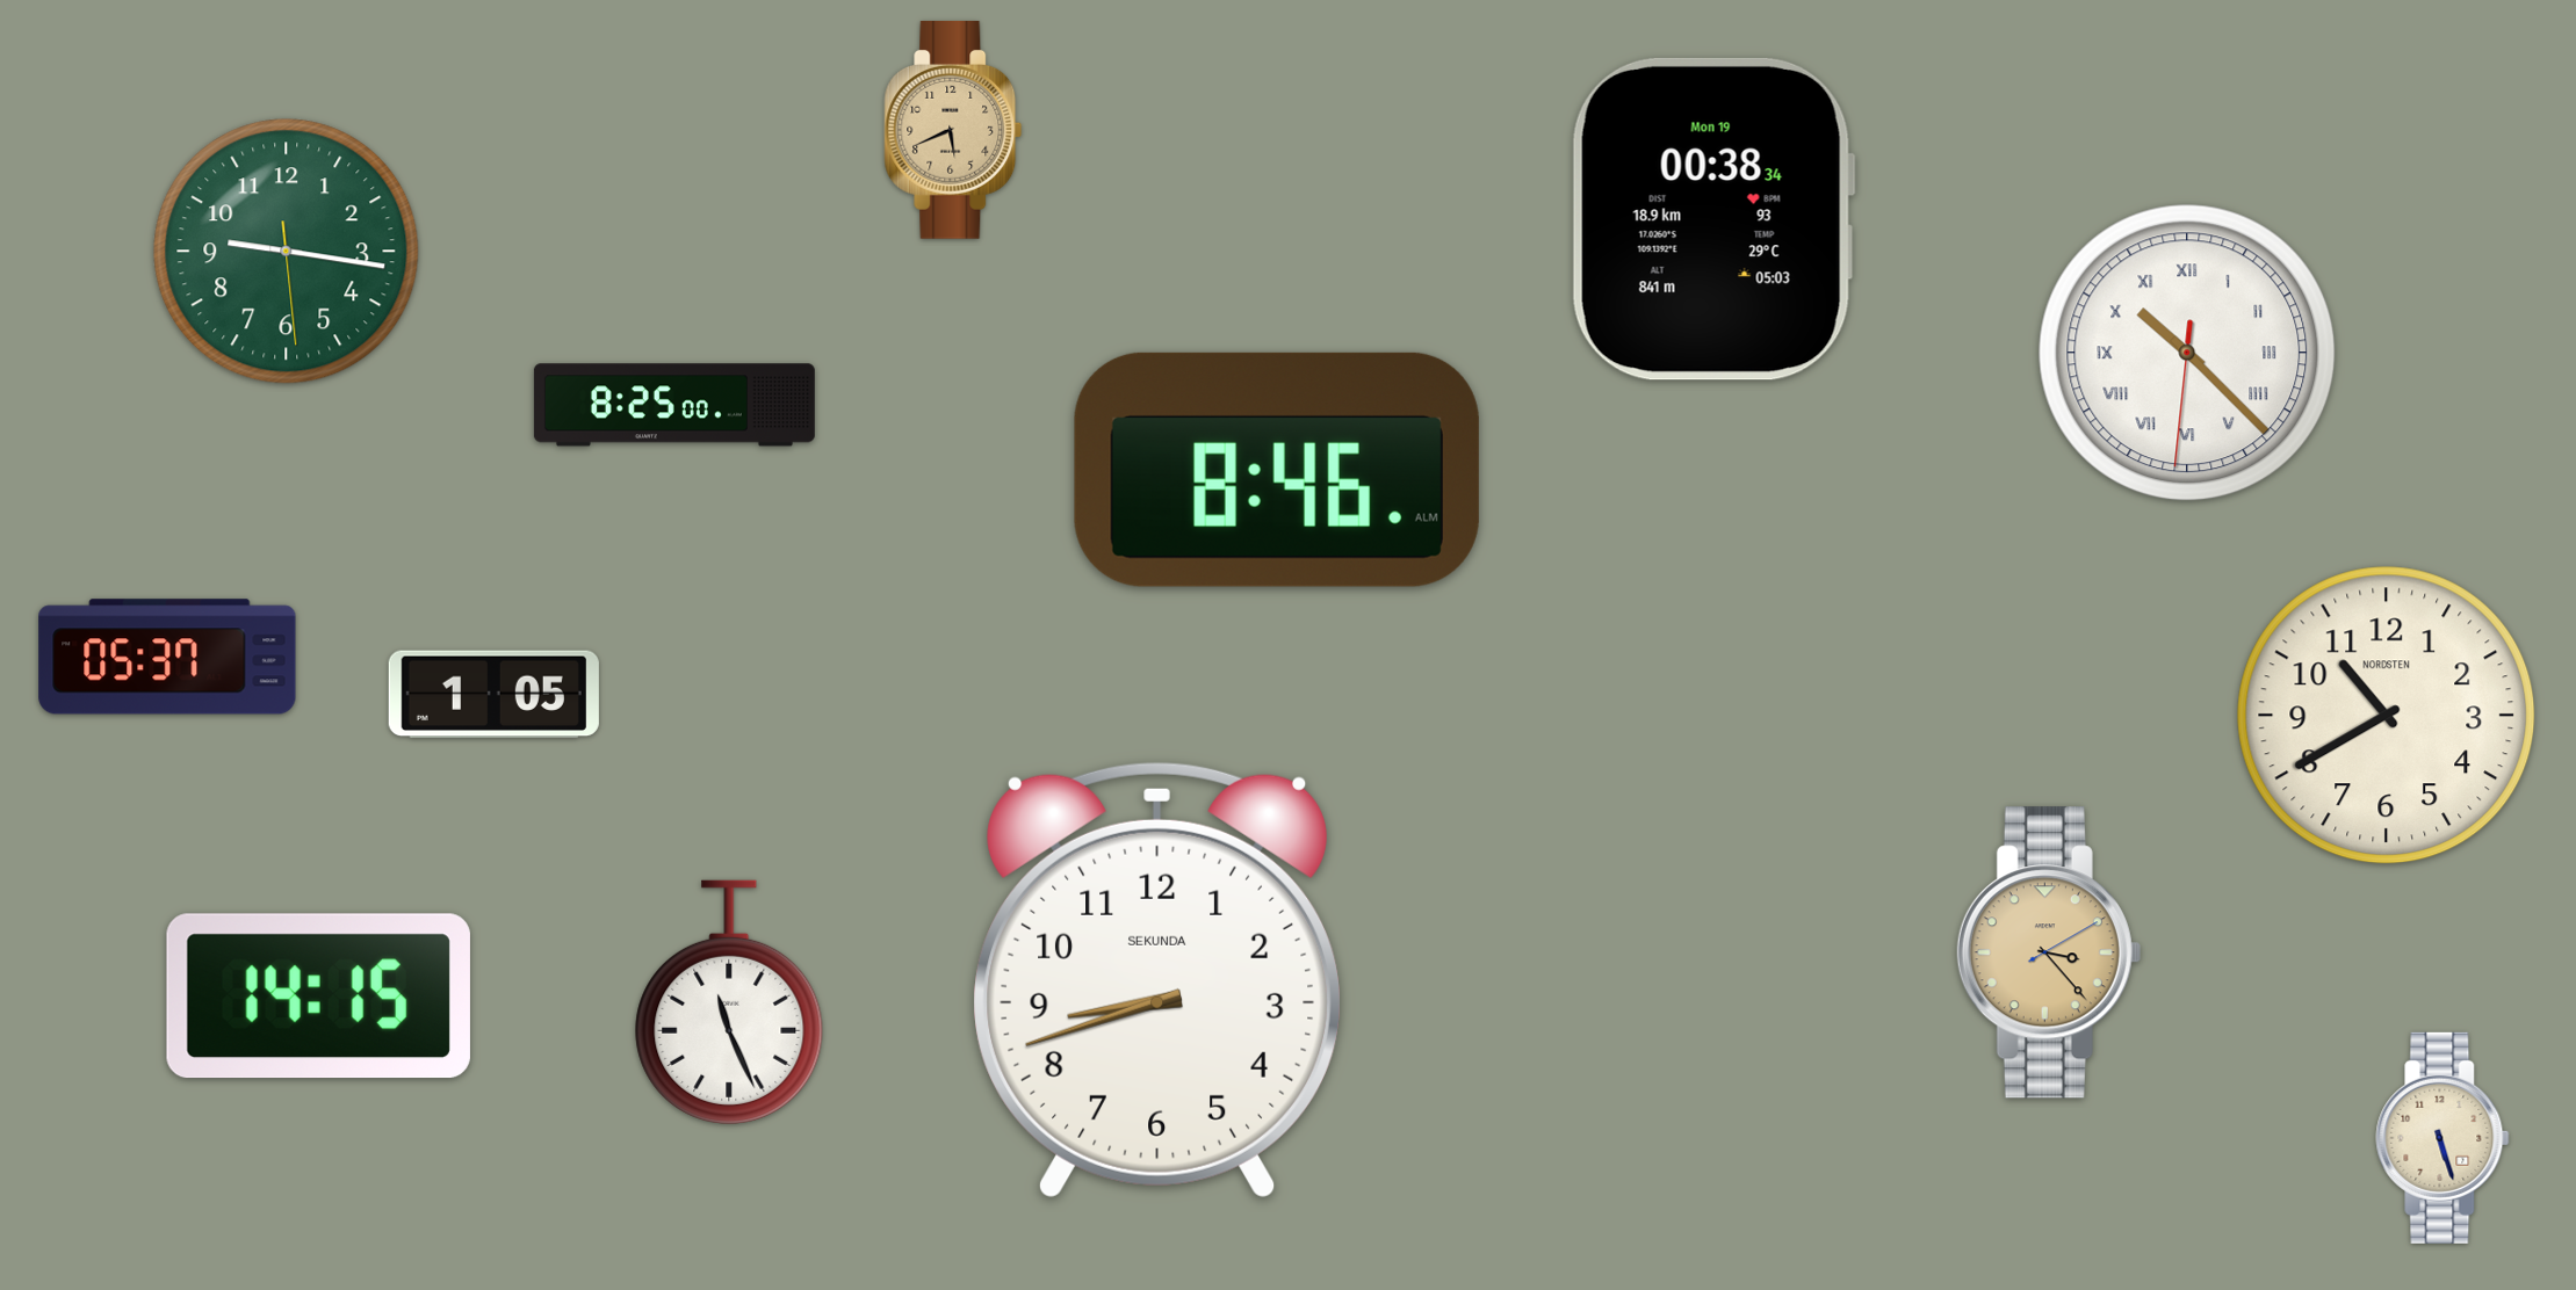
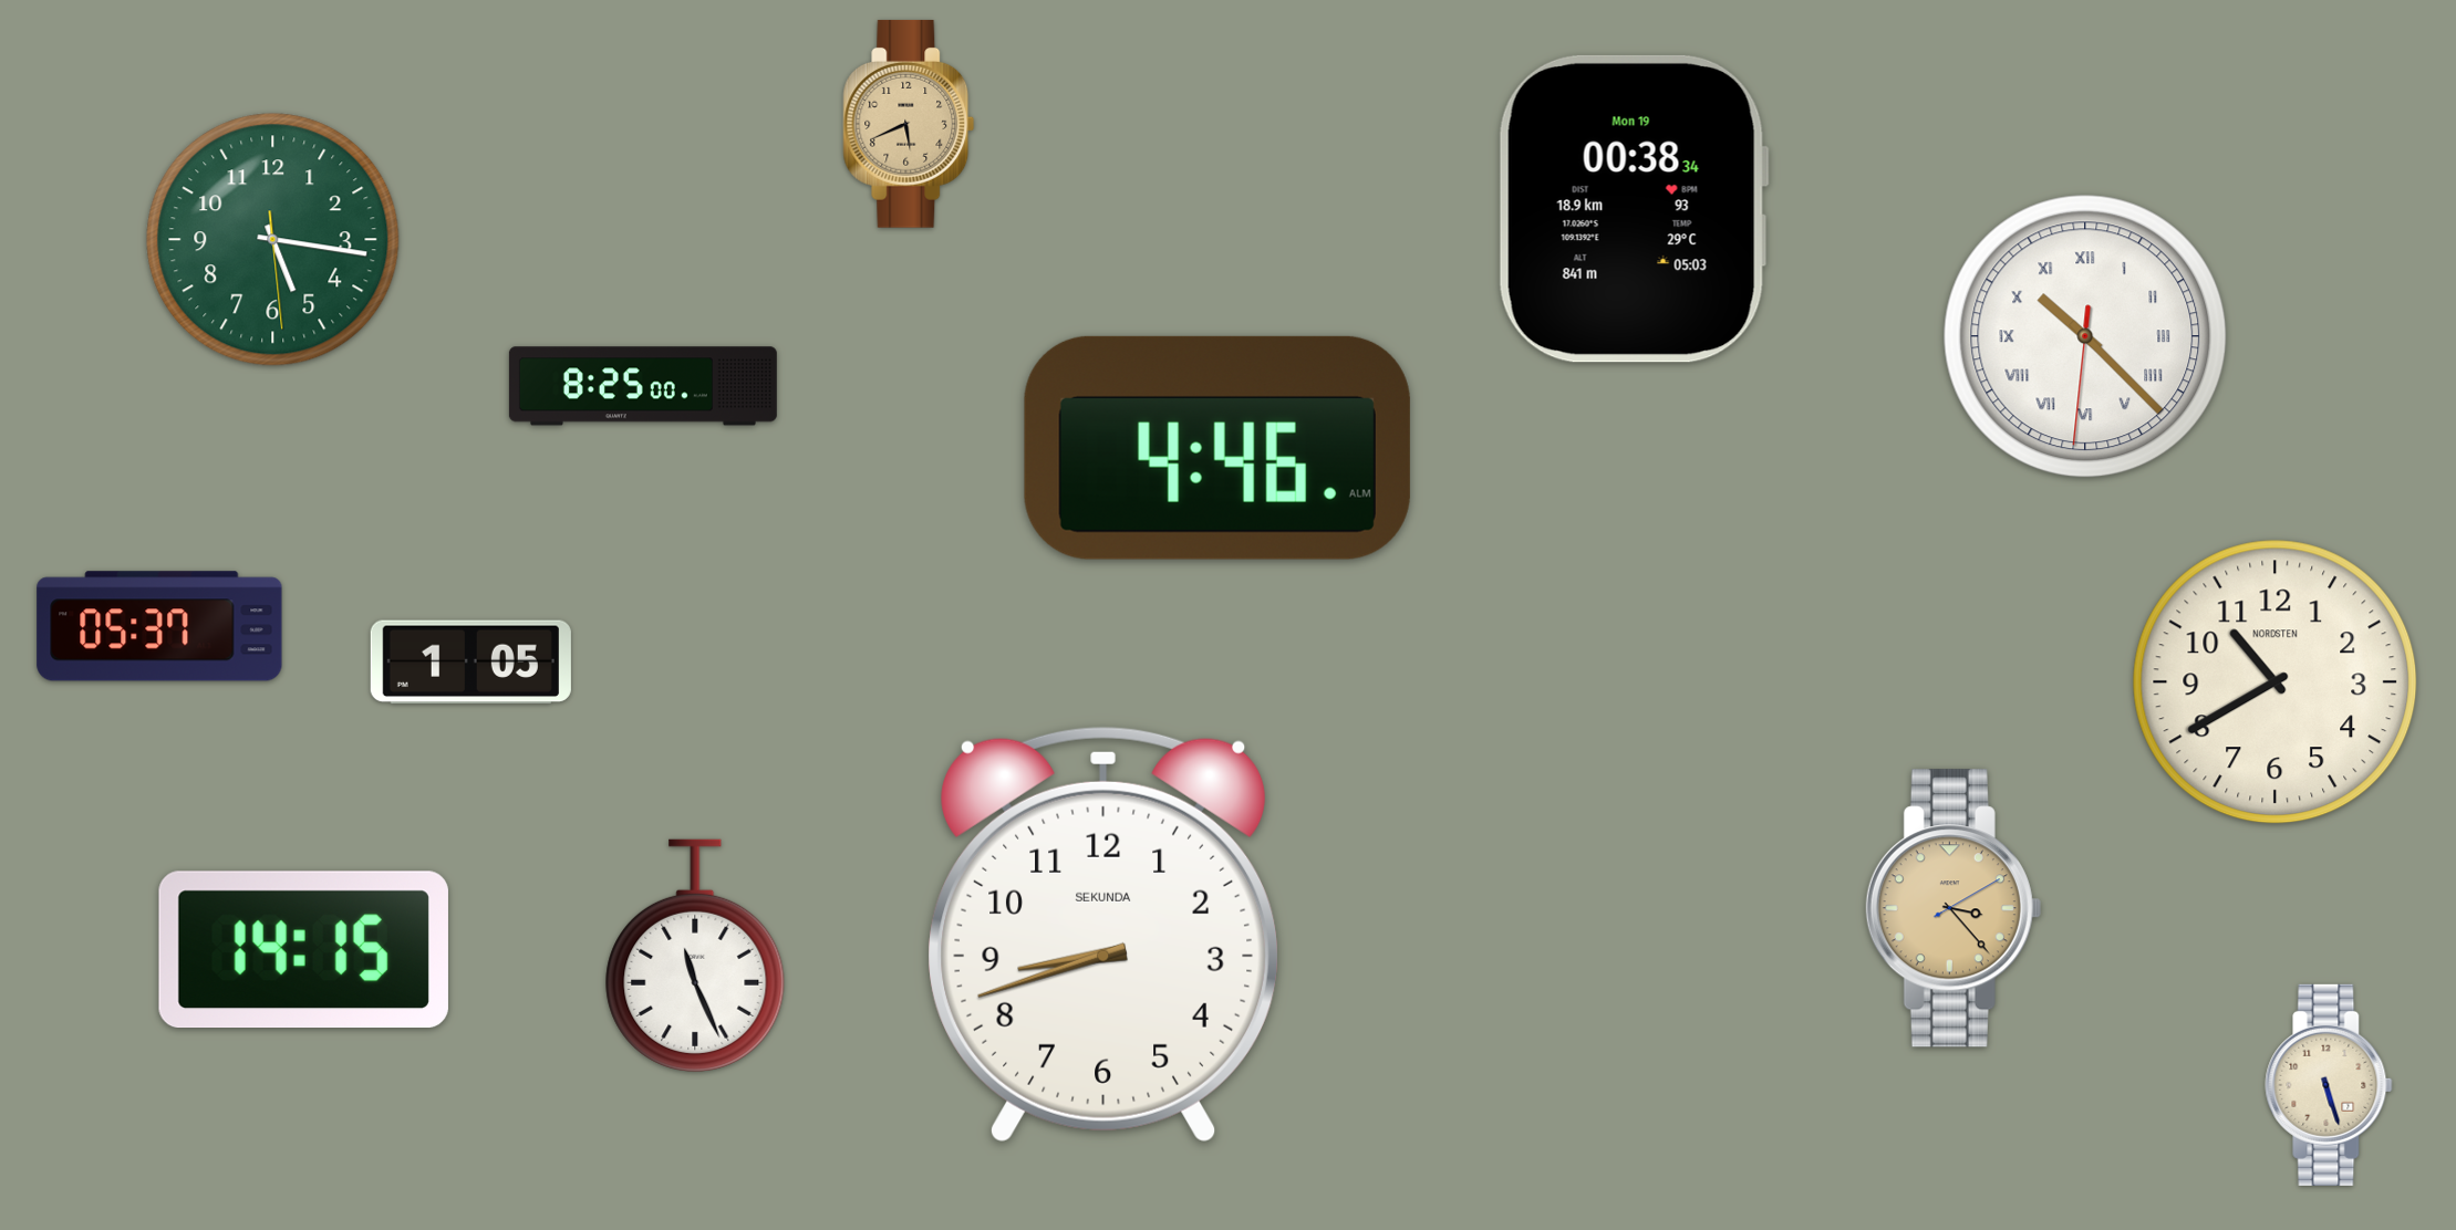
clock at (287, 252): 9:16 -> 5:16
clock at (1277, 470): 8:46 -> 4:46
